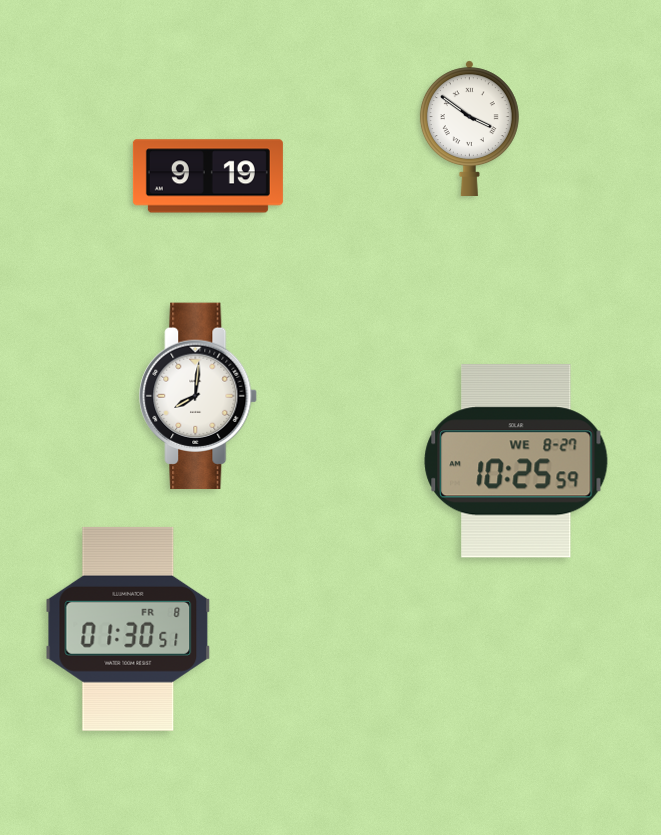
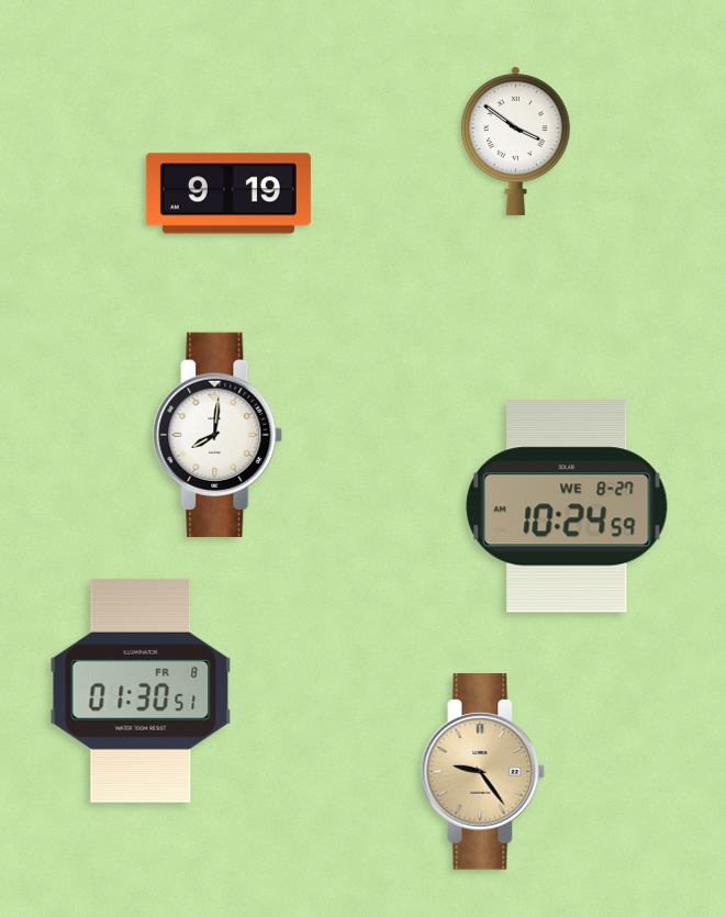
clock at (516, 461): 10:25 -> 10:24
clock at (483, 772): none -> 9:24
